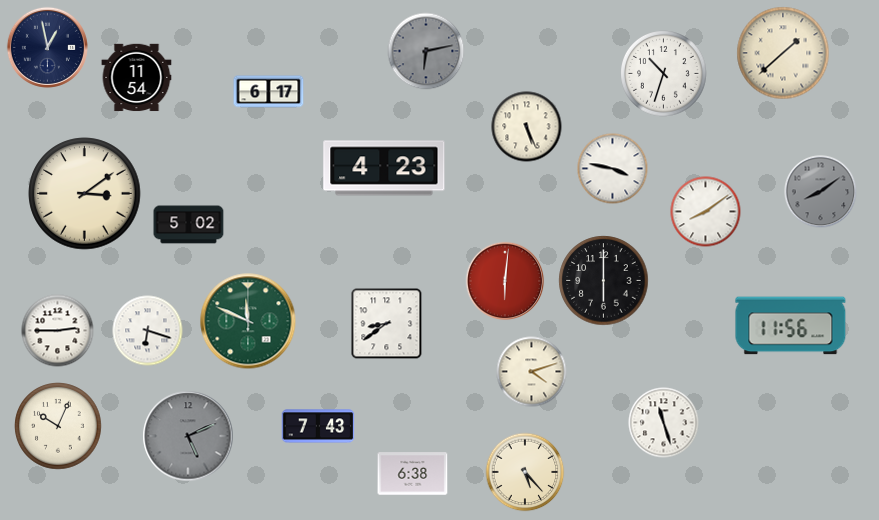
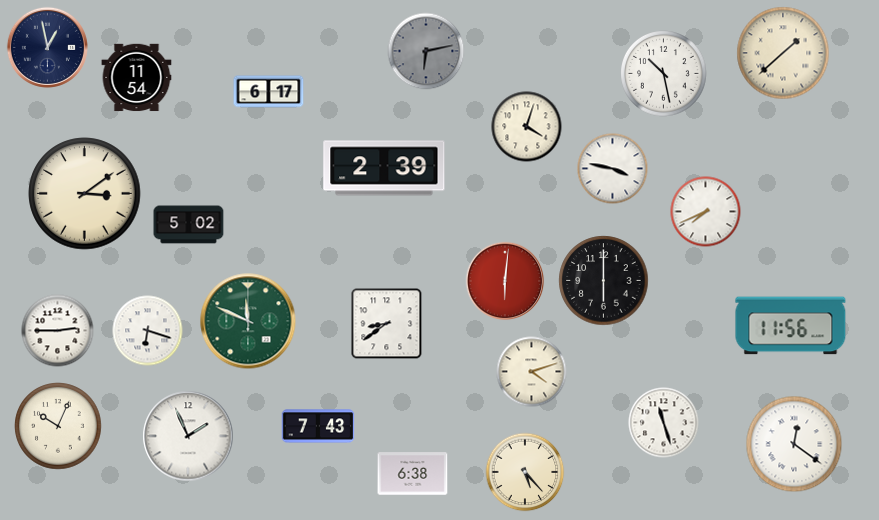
clock at (664, 74): 10:33 -> 10:28
clock at (527, 127): 5:26 -> 4:03
clock at (384, 168): 4:23 -> 2:39
clock at (821, 192): 8:09 -> none
clock at (706, 212): 8:09 -> 7:41
clock at (188, 436): 5:11 -> 1:56
clock at (188, 436) dial: grey -> white
clock at (794, 444): none -> 12:21
